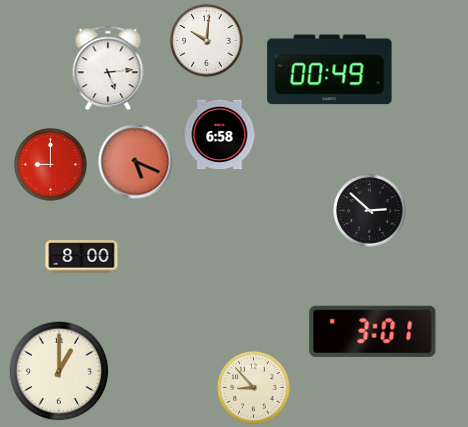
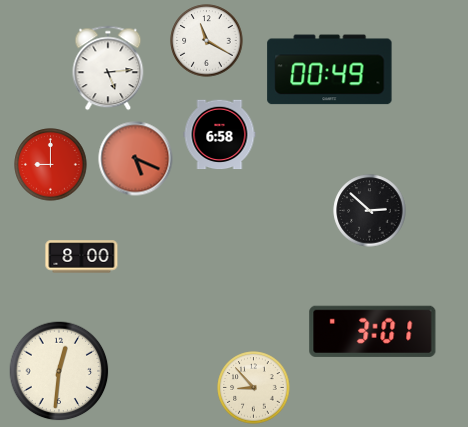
clock at (207, 41): 10:01 -> 11:20
clock at (136, 162) position: (136, 162) -> (136, 159)
clock at (59, 371): 1:00 -> 12:31
